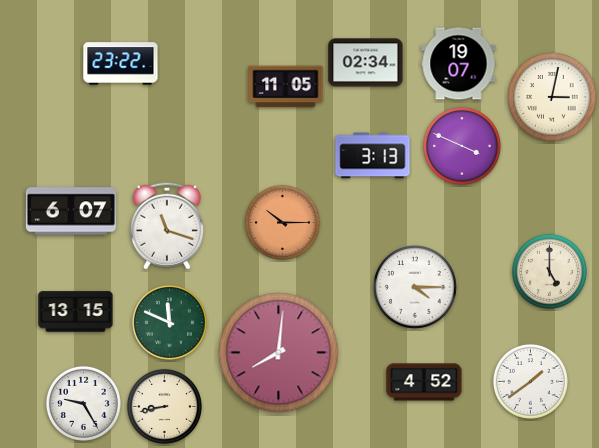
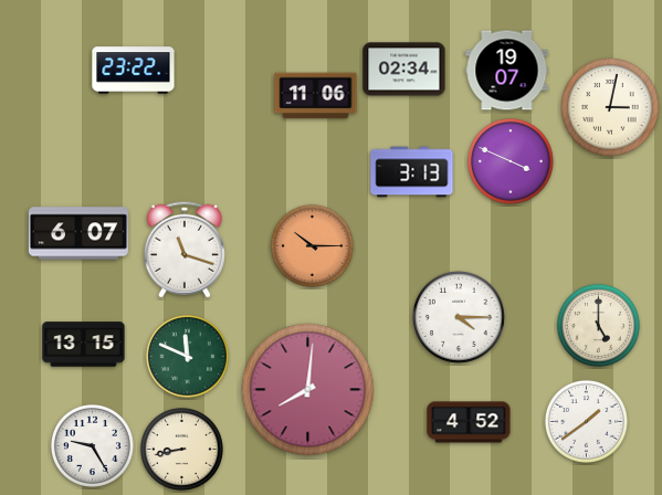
clock at (286, 87): 11:05 -> 11:06
clock at (549, 271) position: (549, 271) -> (598, 325)
